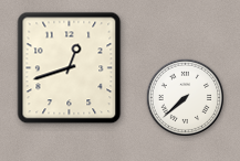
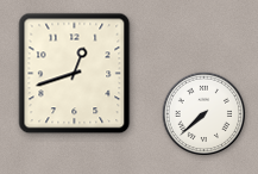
clock at (186, 98) position: (186, 98) -> (204, 114)
